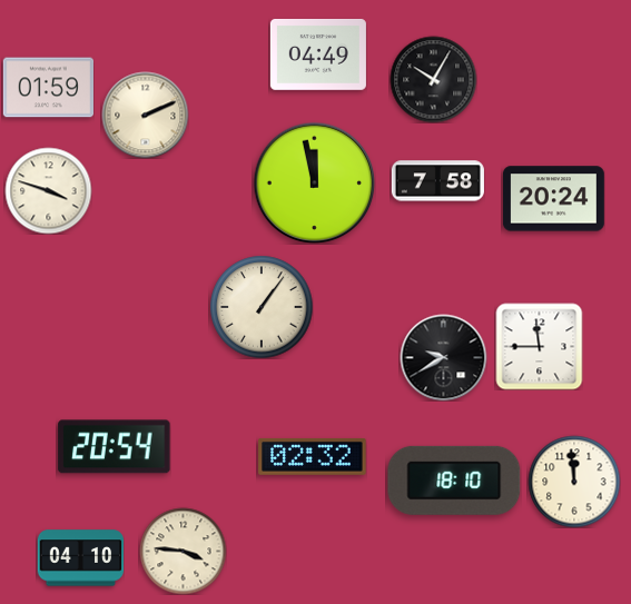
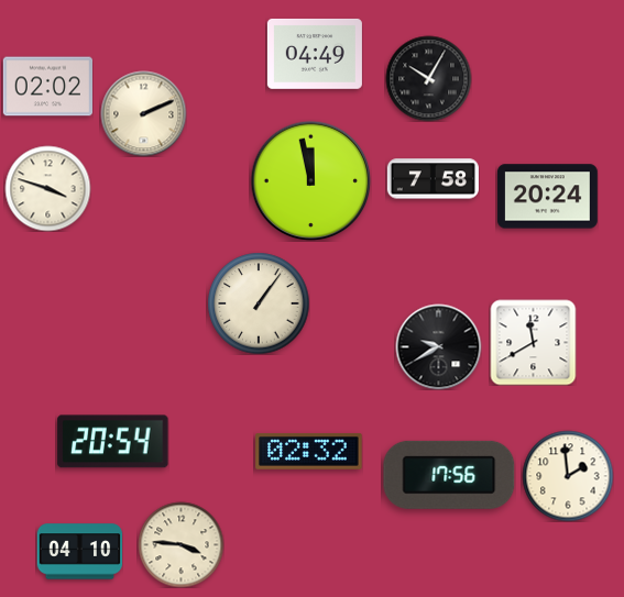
clock at (48, 88): 01:59 -> 02:02
clock at (539, 346): 11:45 -> 11:40
clock at (443, 357) position: (443, 357) -> (438, 346)
clock at (454, 481): 18:10 -> 17:56
clock at (574, 482): 11:59 -> 1:59
